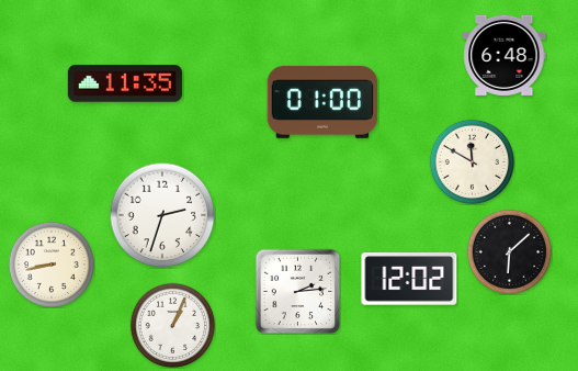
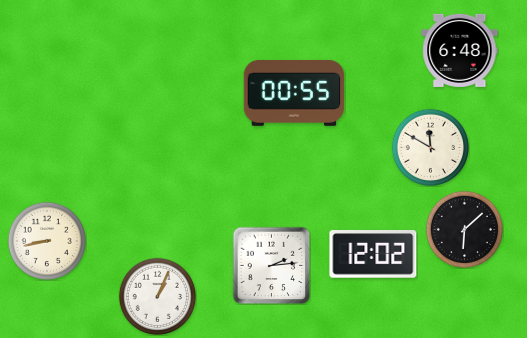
clock at (125, 83): 11:35 -> none
clock at (322, 102): 01:00 -> 00:55
clock at (162, 215): 2:33 -> none
